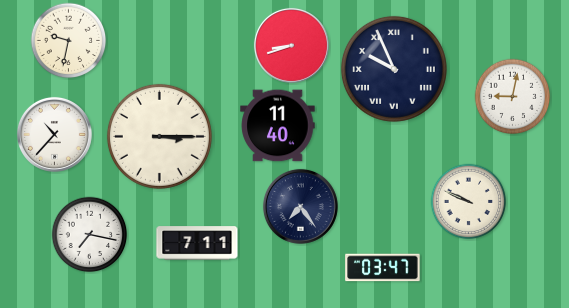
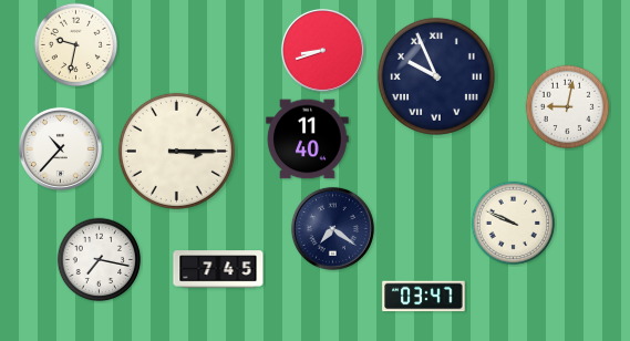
clock at (469, 202) position: (469, 202) -> (514, 224)
clock at (300, 206): 7:24 -> 7:21
clock at (197, 243): 7:11 -> 7:45
